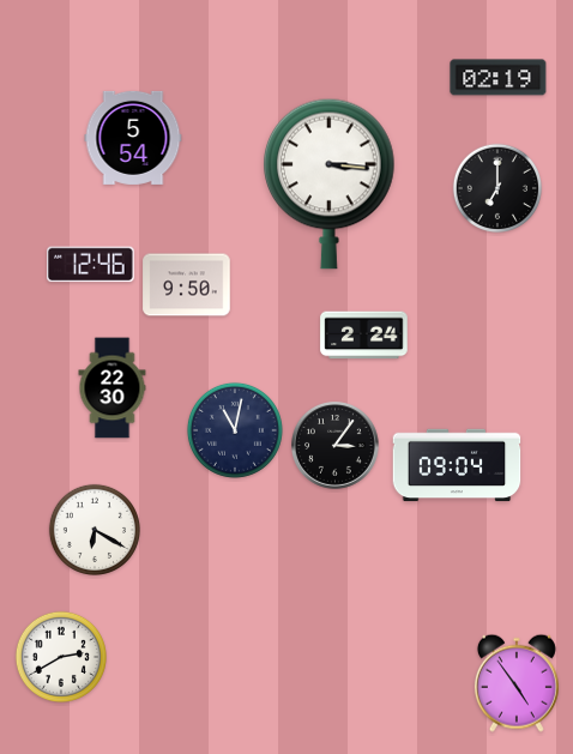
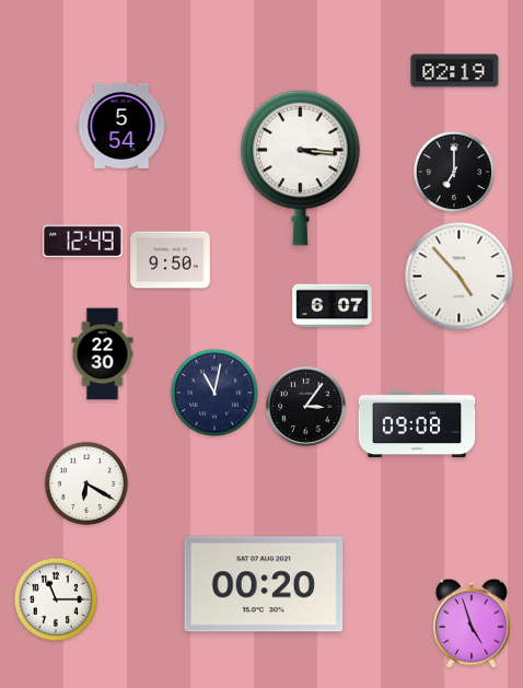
clock at (91, 265): 12:46 -> 12:49
clock at (460, 277): none -> 4:53
clock at (364, 336): 2:24 -> 6:07
clock at (457, 465): 09:04 -> 09:08
clock at (264, 584): none -> 00:20
clock at (61, 657): 2:40 -> 11:15
clock at (517, 683): 4:54 -> 4:57
